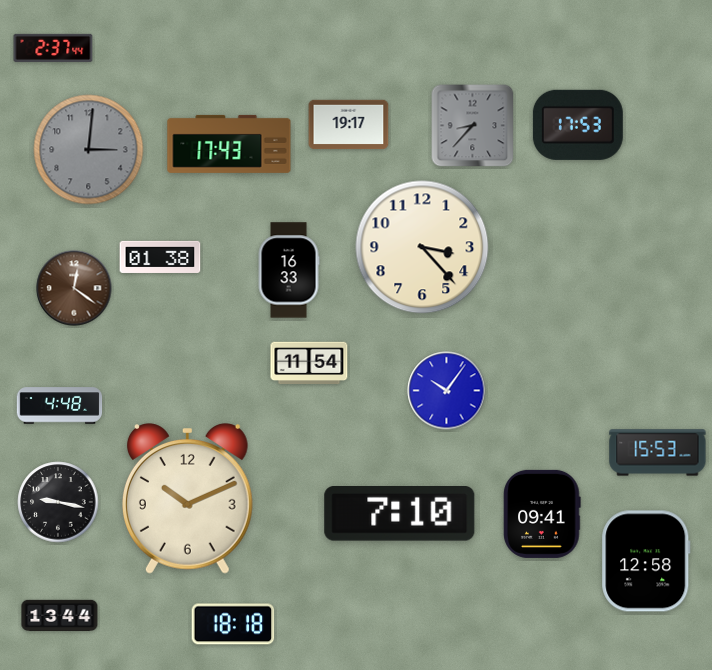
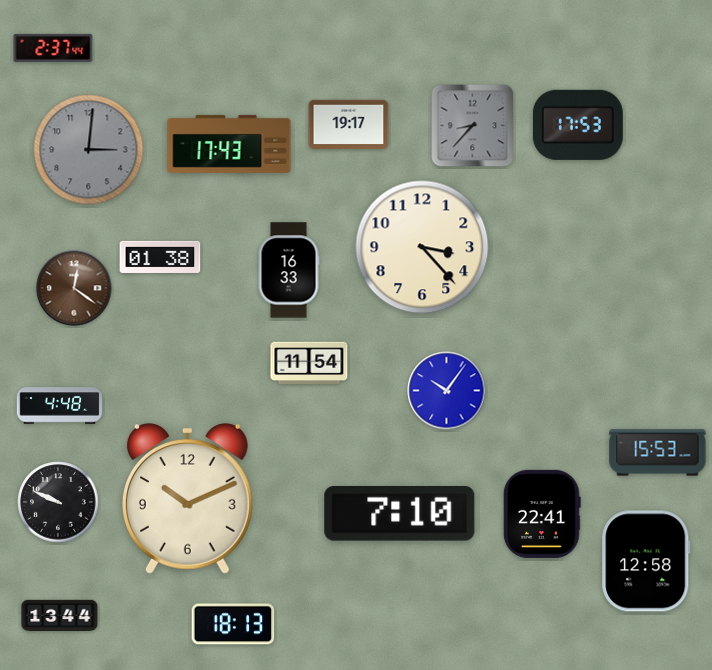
clock at (58, 502): 9:17 -> 9:49
clock at (542, 514): 09:41 -> 22:41
clock at (233, 624): 18:18 -> 18:13
